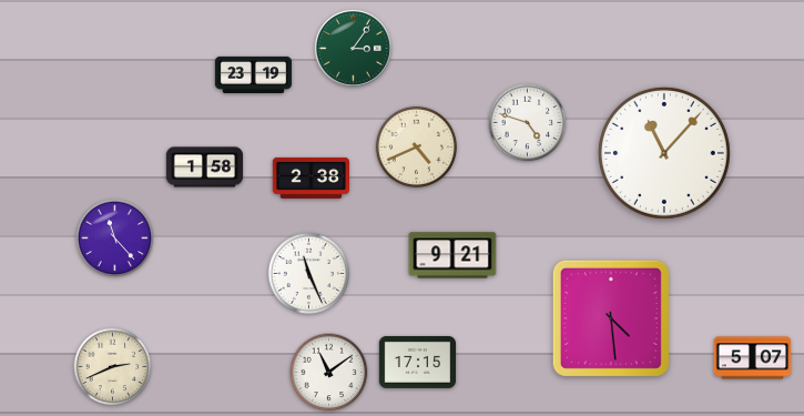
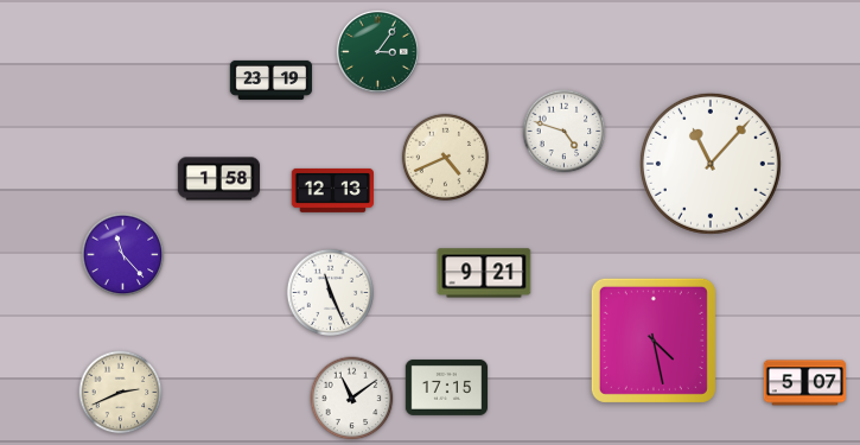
clock at (311, 177): 2:38 -> 12:13
clock at (611, 318): 4:29 -> 4:28
